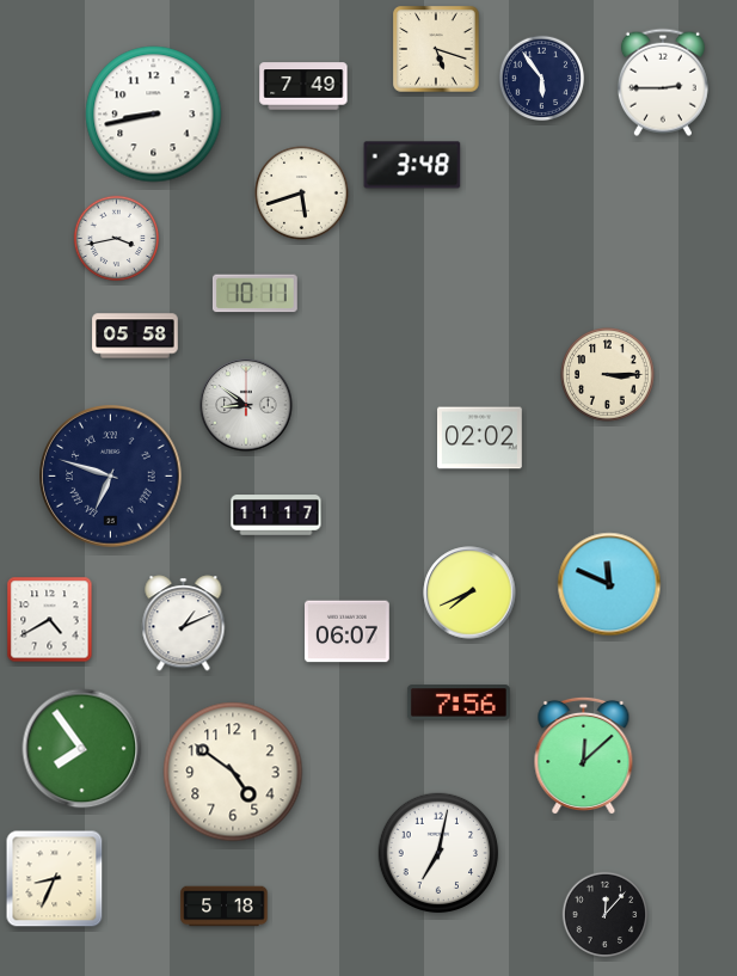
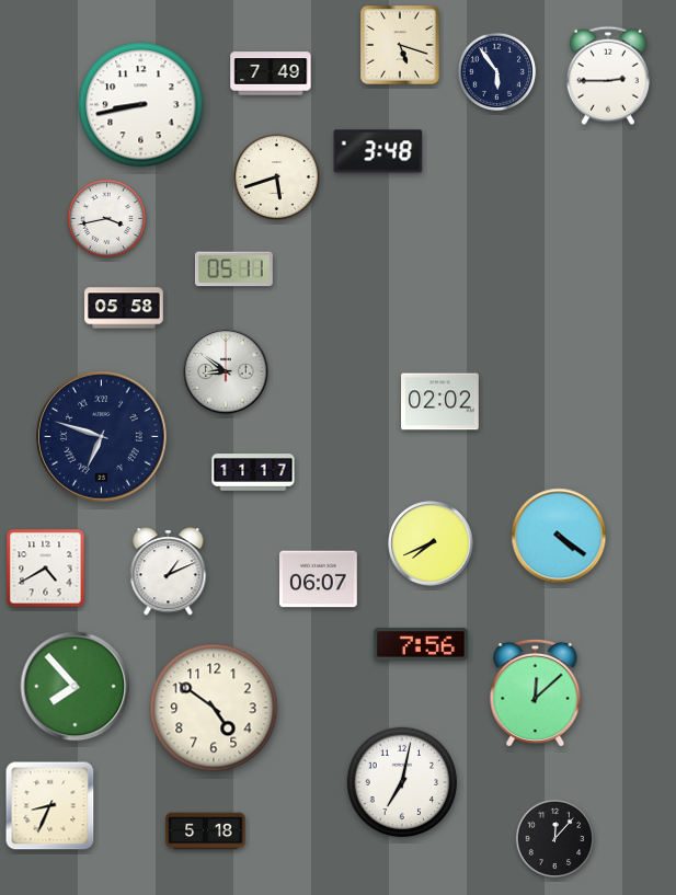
clock at (303, 86) position: (303, 86) -> (271, 73)
clock at (254, 294): 10:11 -> 05:11
clock at (608, 375): 3:15 -> none
clock at (609, 584): 11:49 -> 4:21
clock at (82, 749): 7:54 -> 7:53
